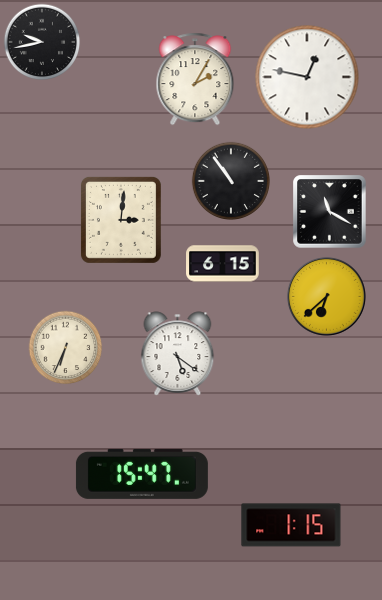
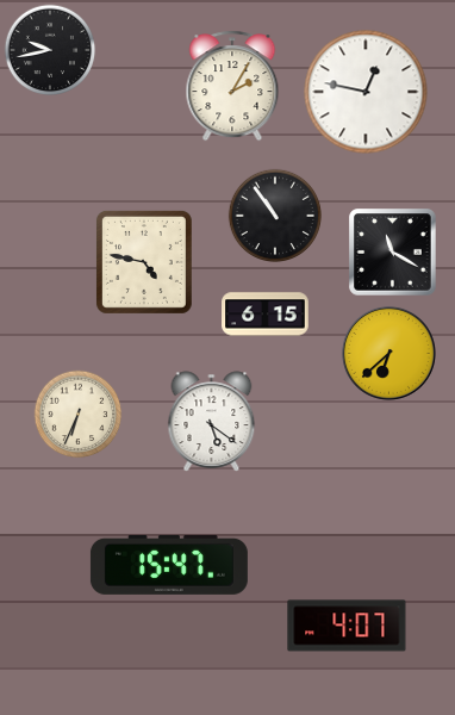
clock at (195, 79) position: (195, 79) -> (232, 86)
clock at (121, 220): 3:01 -> 4:47
clock at (291, 525): 1:15 -> 4:07
